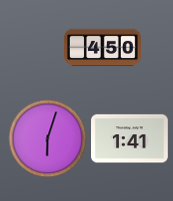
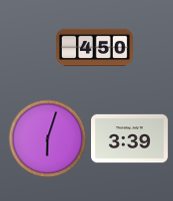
clock at (103, 48) position: (103, 48) -> (95, 48)
clock at (130, 139): 1:41 -> 3:39
